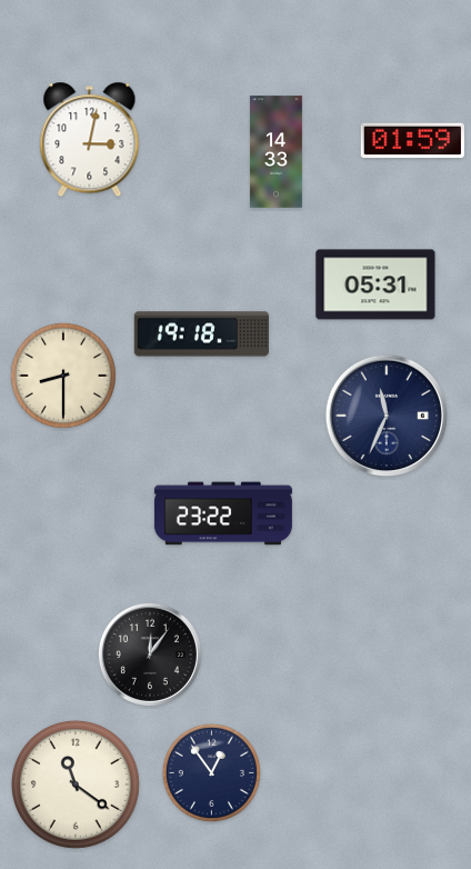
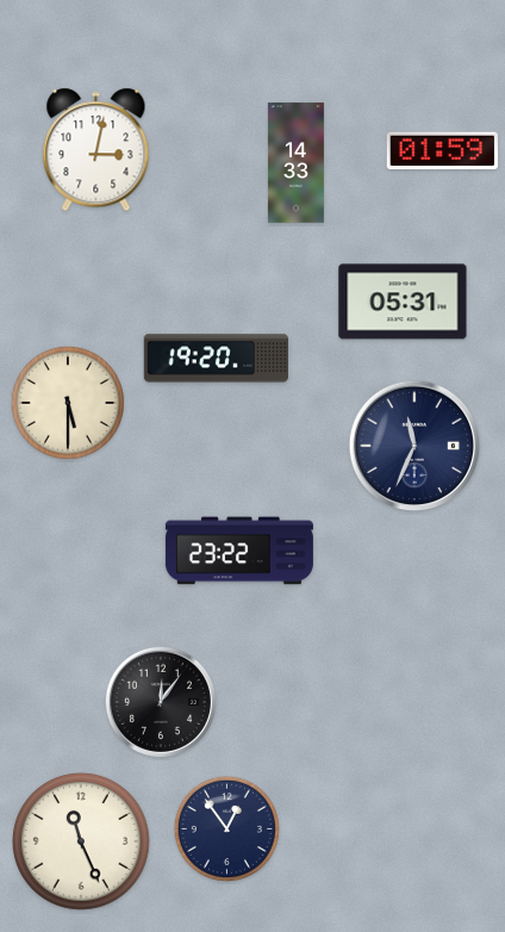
clock at (375, 284) position: (375, 284) -> (403, 302)
clock at (201, 334): 19:18 -> 19:20
clock at (63, 376): 8:30 -> 5:30
clock at (76, 785): 11:21 -> 11:26
